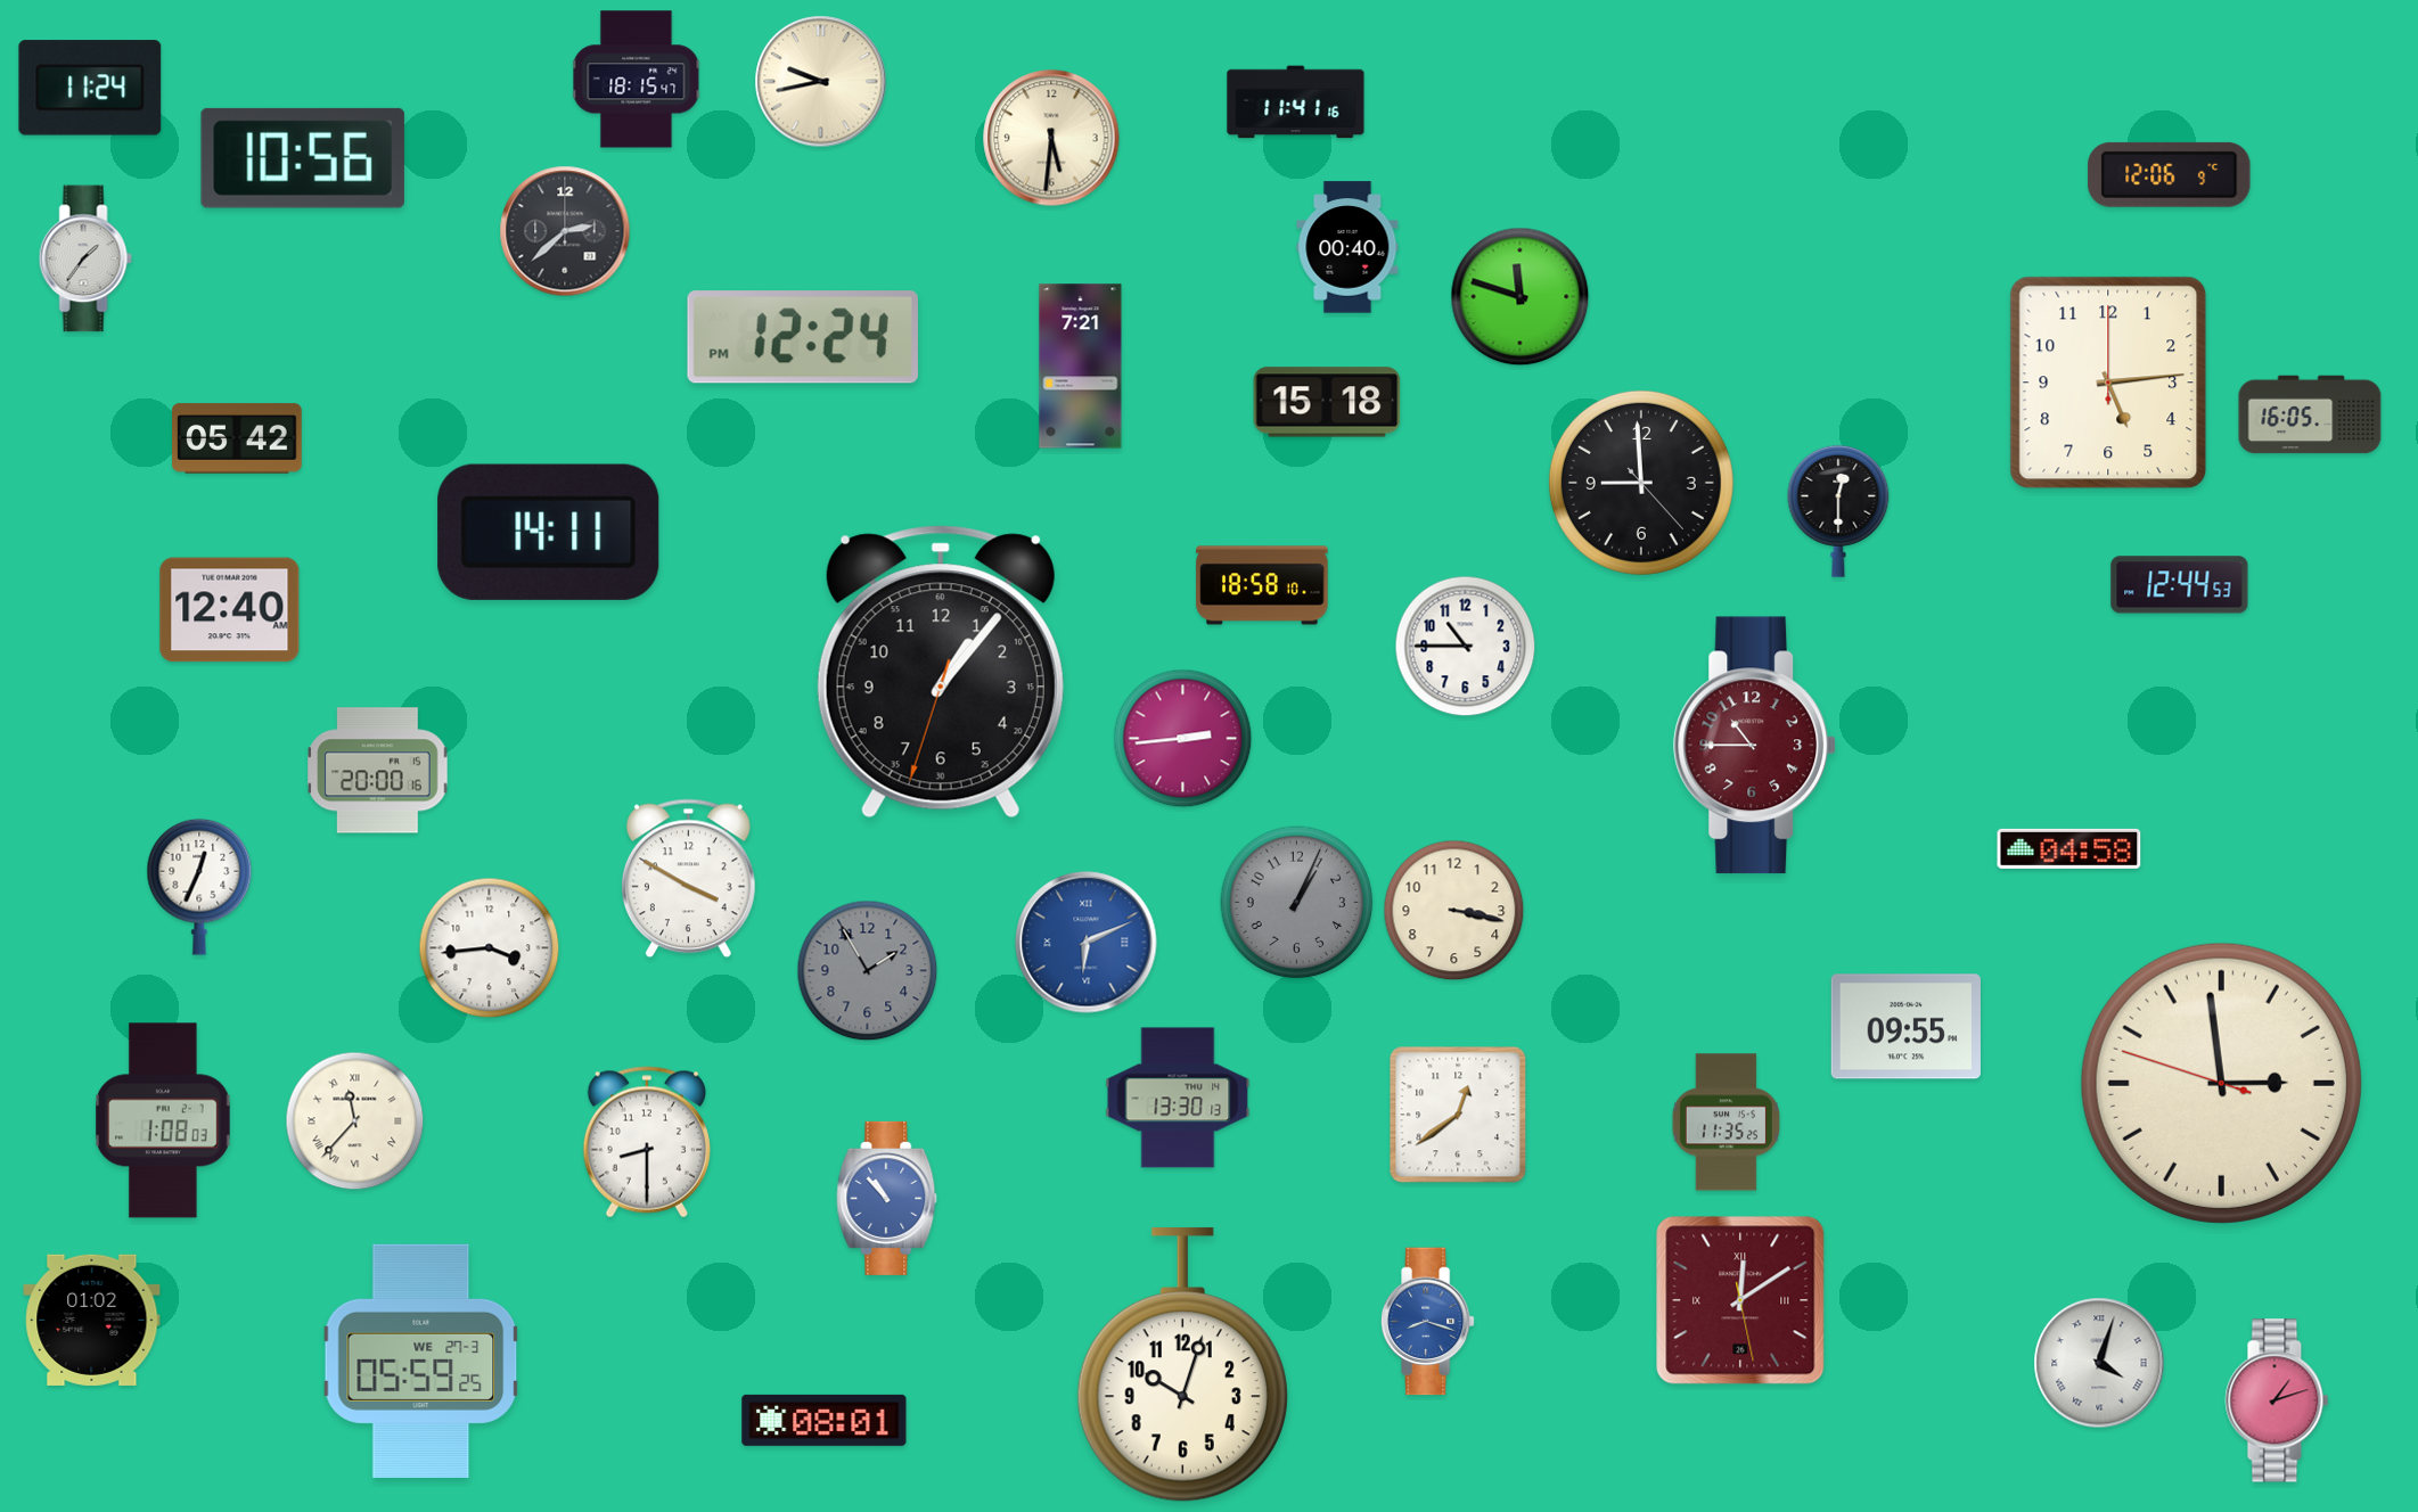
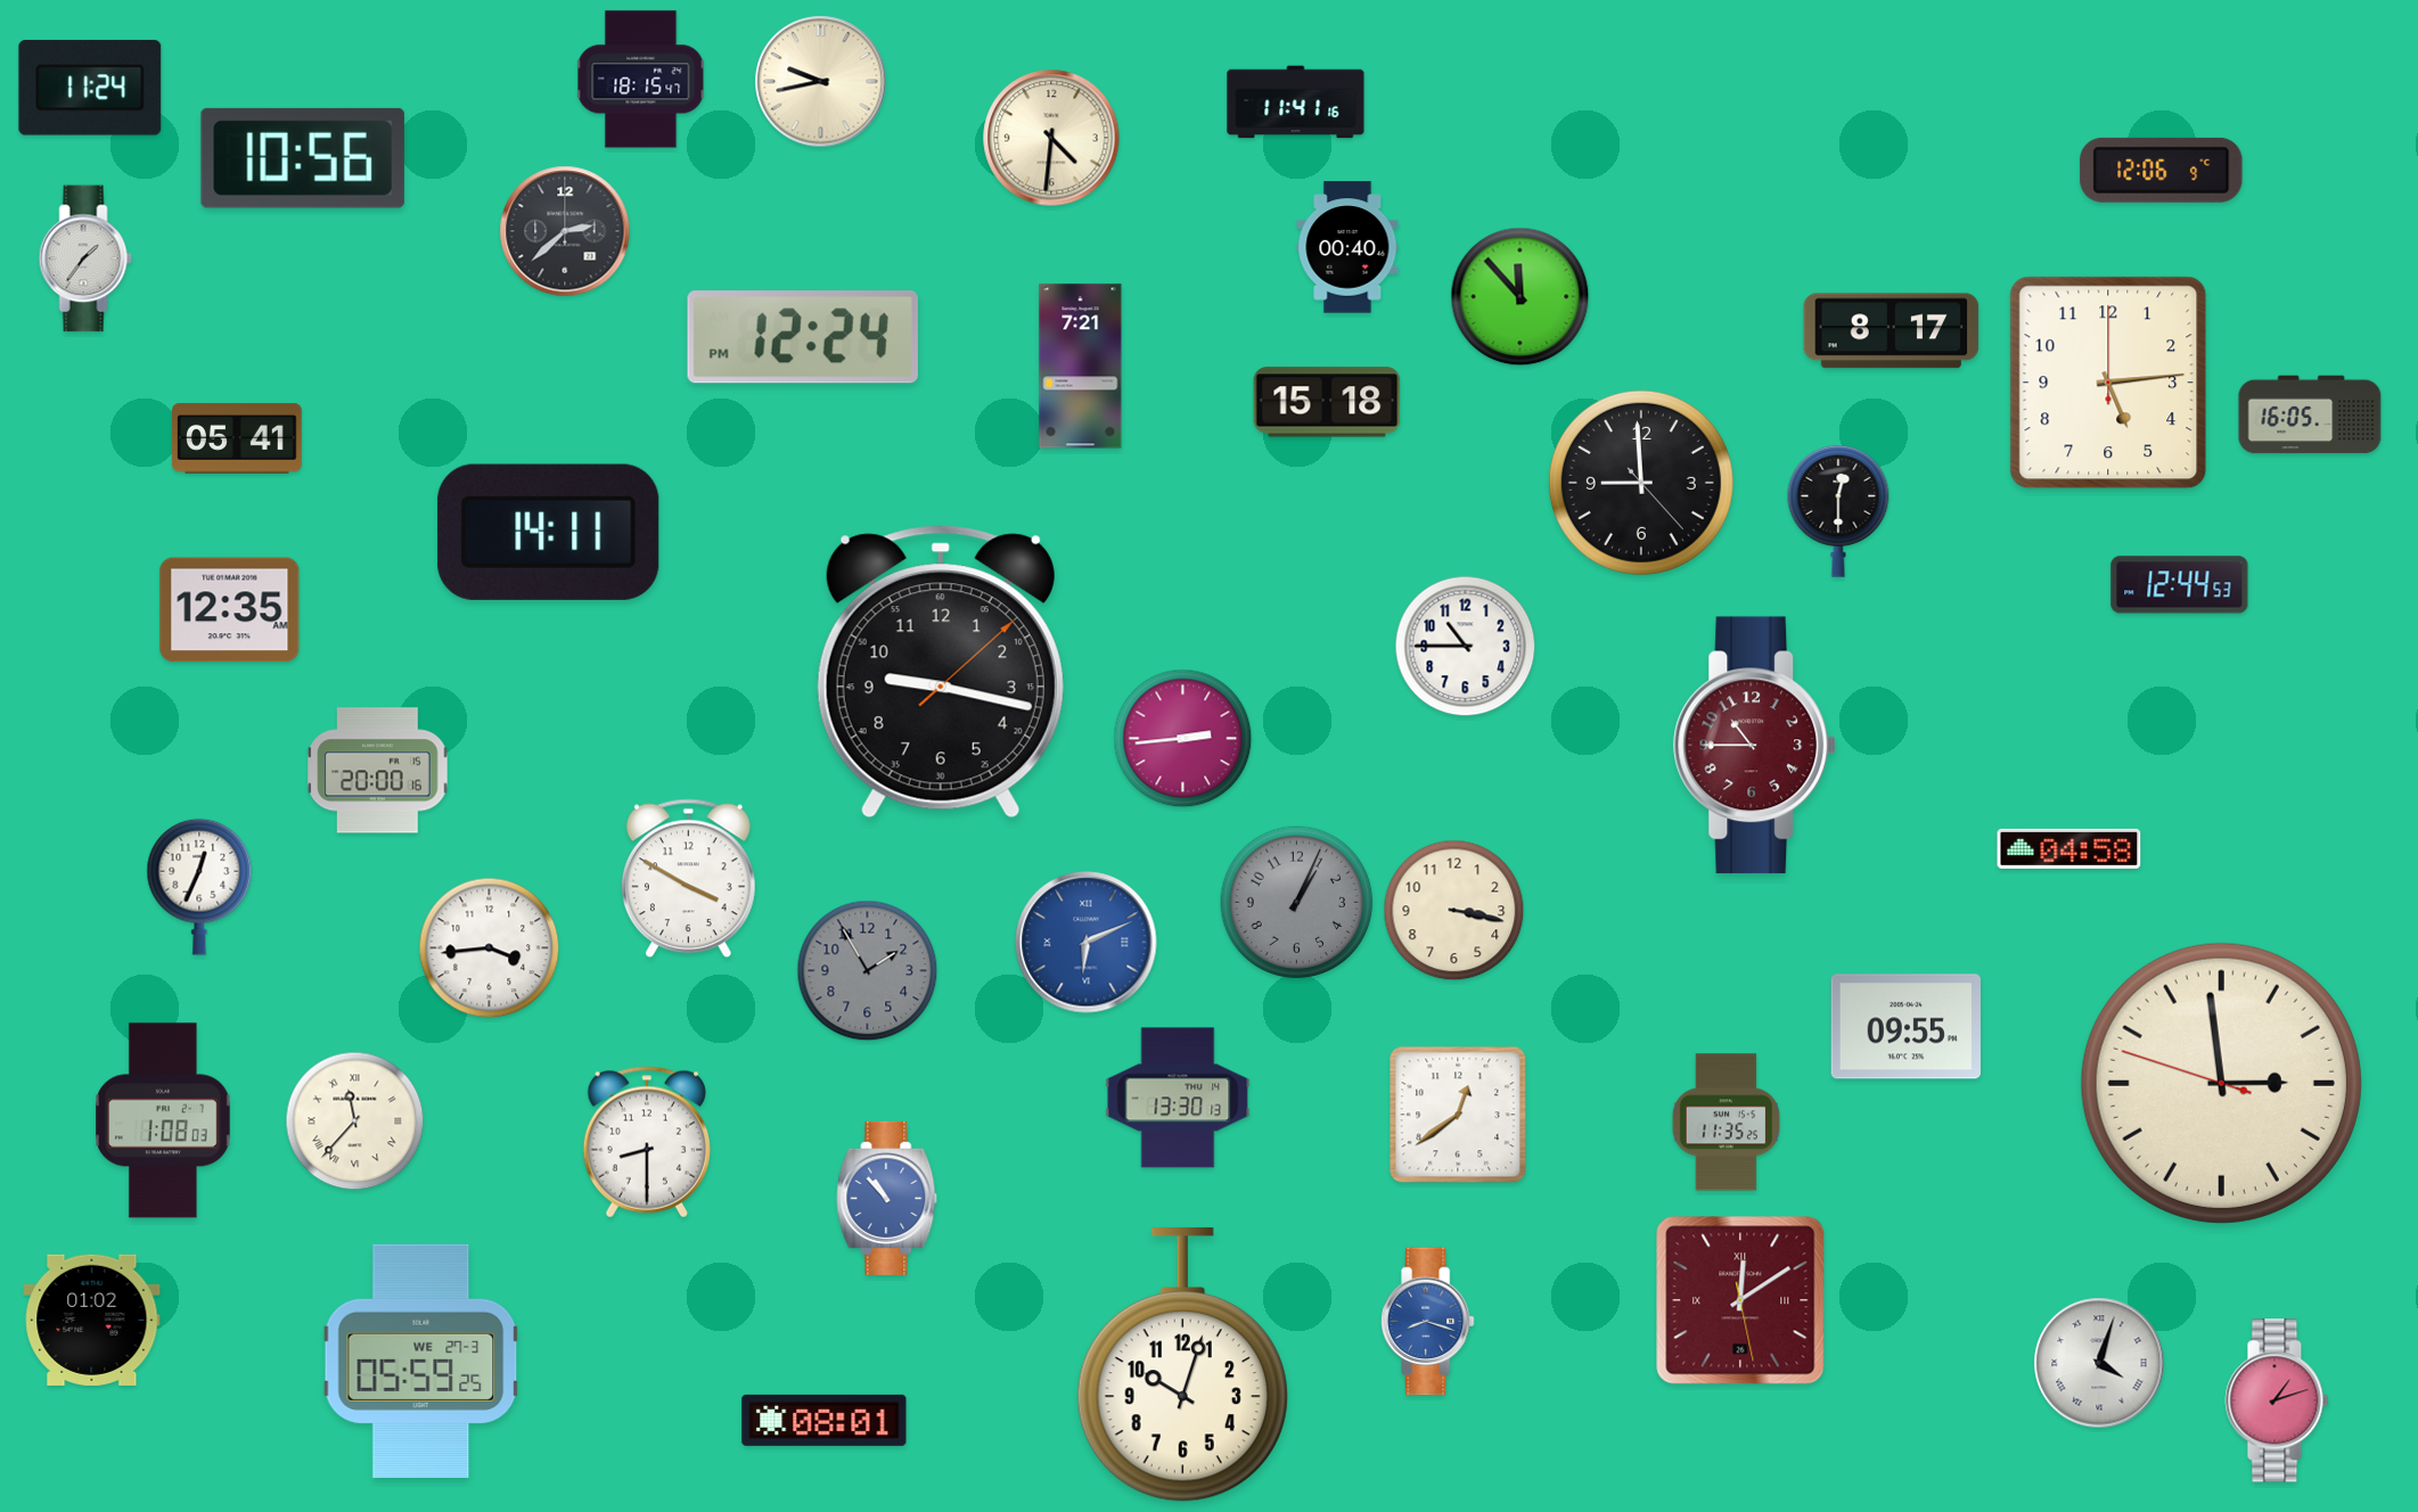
clock at (637, 80) position: (637, 80) -> (641, 80)
clock at (1051, 138): 5:31 -> 4:31
clock at (2170, 174) position: (2170, 174) -> (2162, 170)
clock at (1521, 297): 11:48 -> 11:53
clock at (1892, 331): none -> 8:17
clock at (237, 438): 05:42 -> 05:41
clock at (1262, 585): 18:58 -> none
clock at (230, 610): 12:40 -> 12:35
clock at (941, 672): 1:06 -> 9:17
